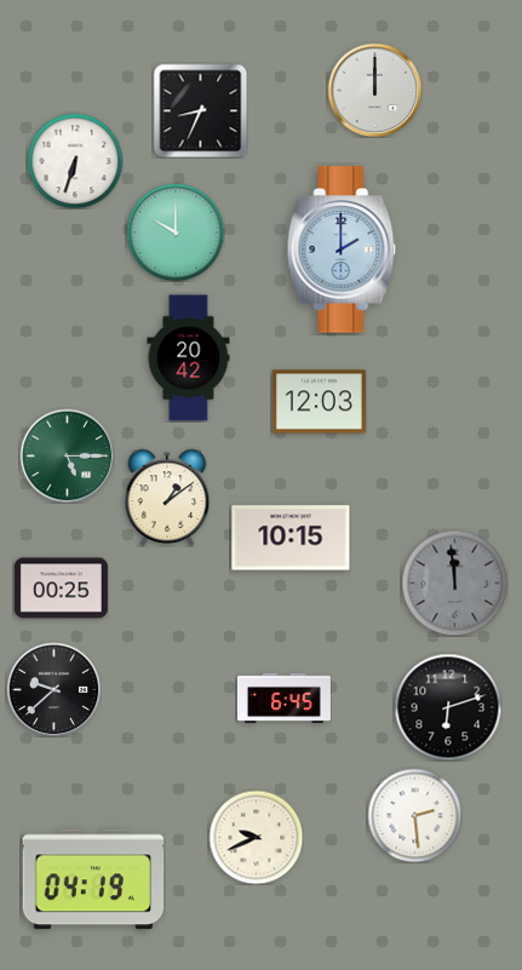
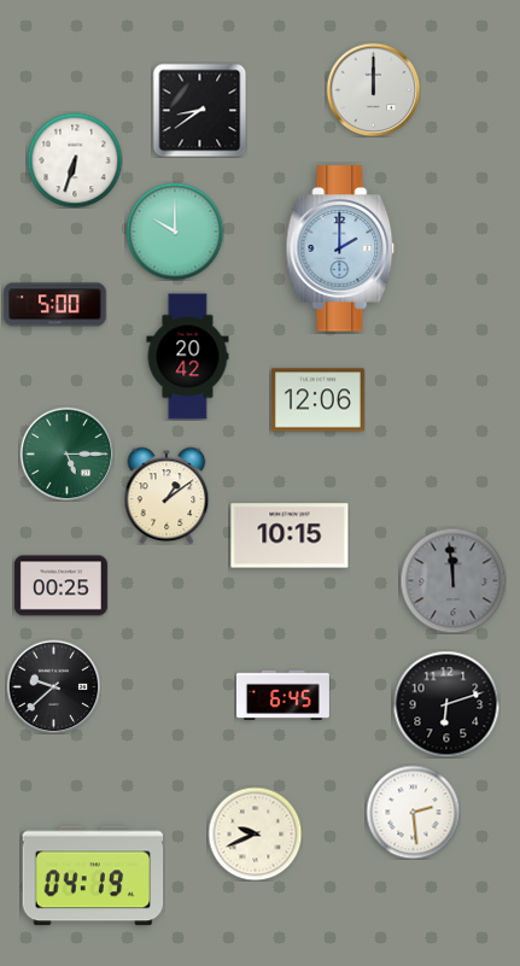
clock at (200, 110): 8:34 -> 8:39
clock at (55, 305): none -> 5:00
clock at (319, 402): 12:03 -> 12:06
